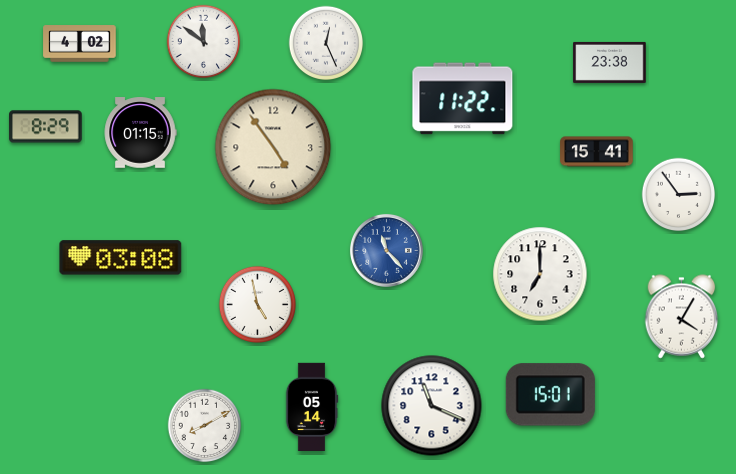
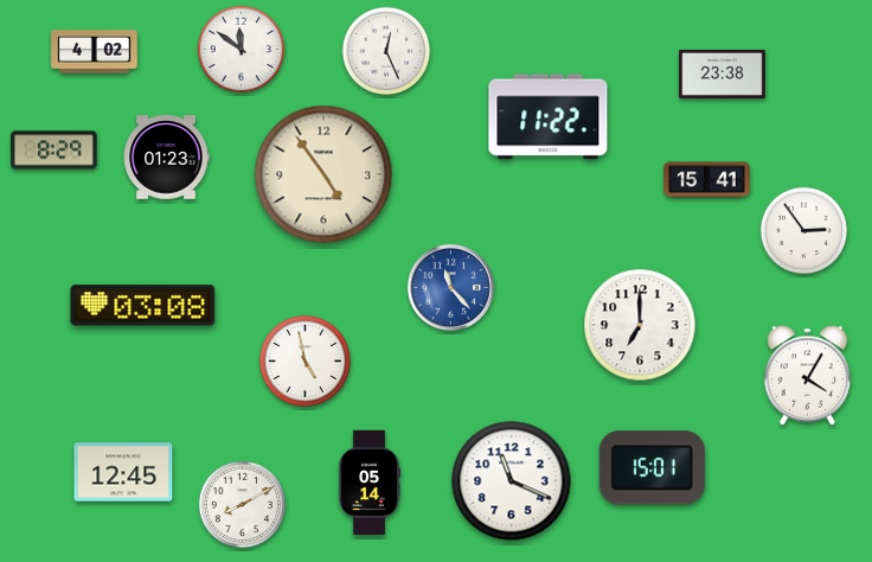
clock at (140, 133): 01:15 -> 01:23
clock at (386, 250) position: (386, 250) -> (450, 287)
clock at (123, 472): none -> 12:45
